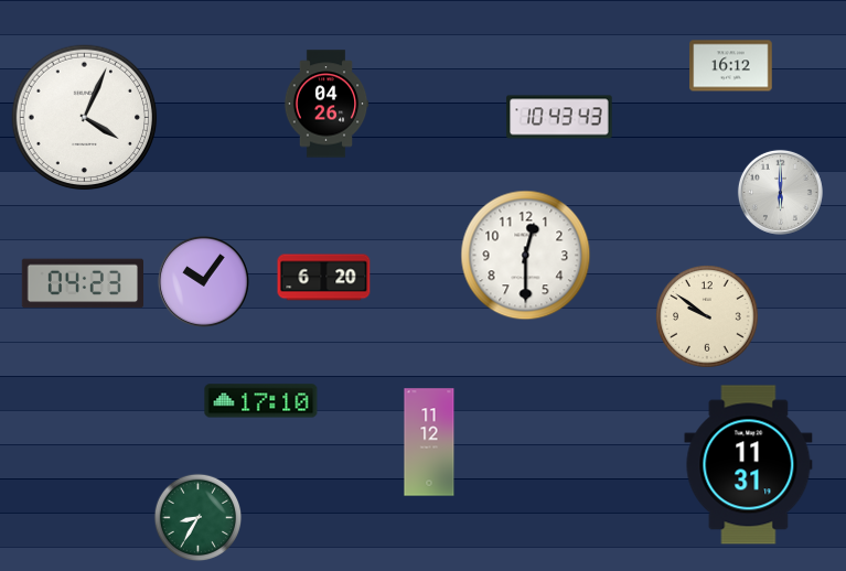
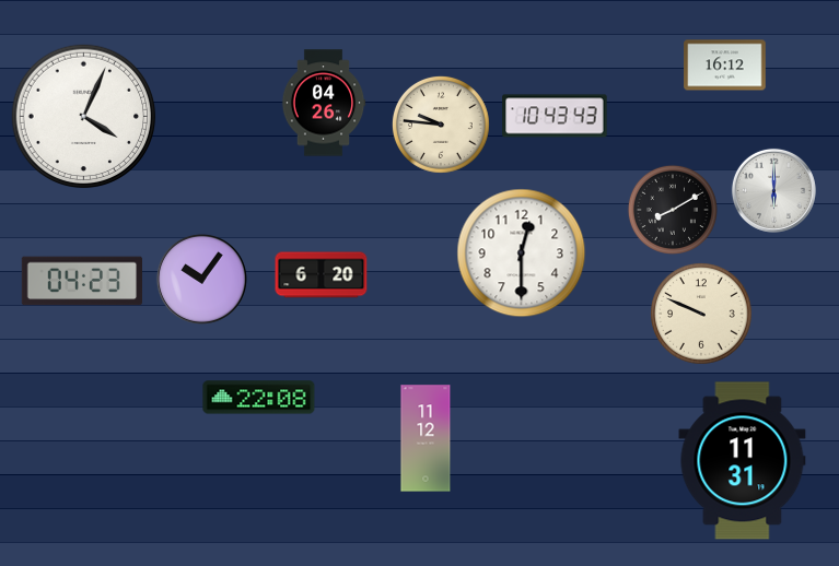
clock at (441, 125): none -> 9:46
clock at (673, 210): none -> 8:10
clock at (707, 316): 9:51 -> 9:49
clock at (261, 401): 17:10 -> 22:08
clock at (199, 518): 8:35 -> none
